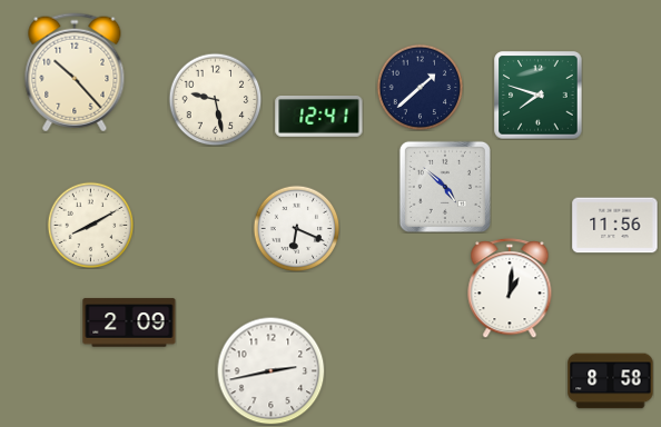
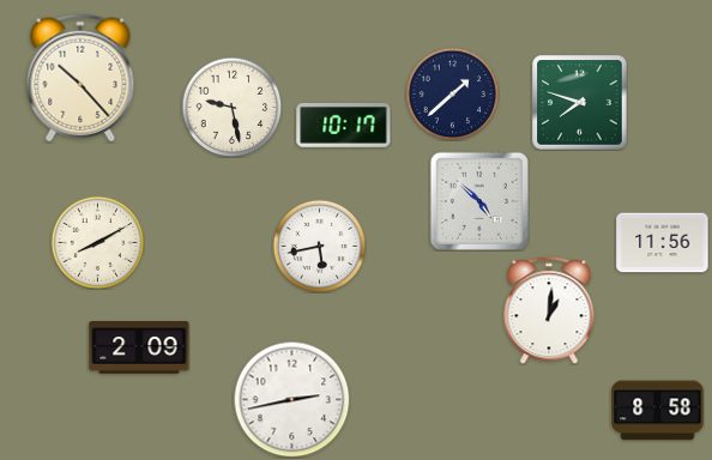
clock at (319, 117): 12:41 -> 10:17
clock at (296, 228): 6:19 -> 5:43
